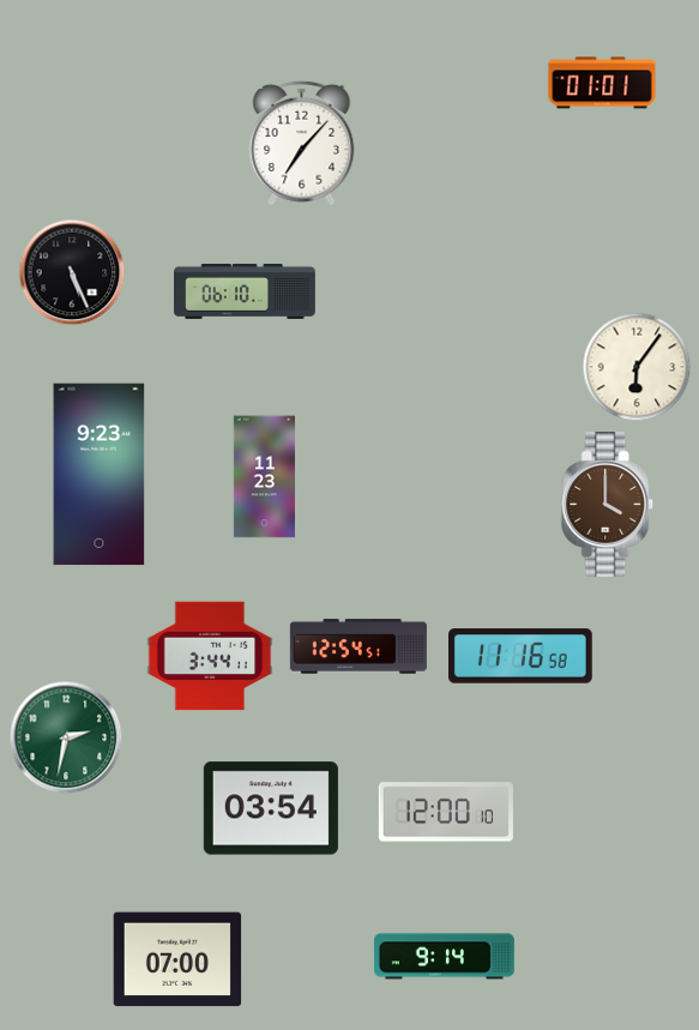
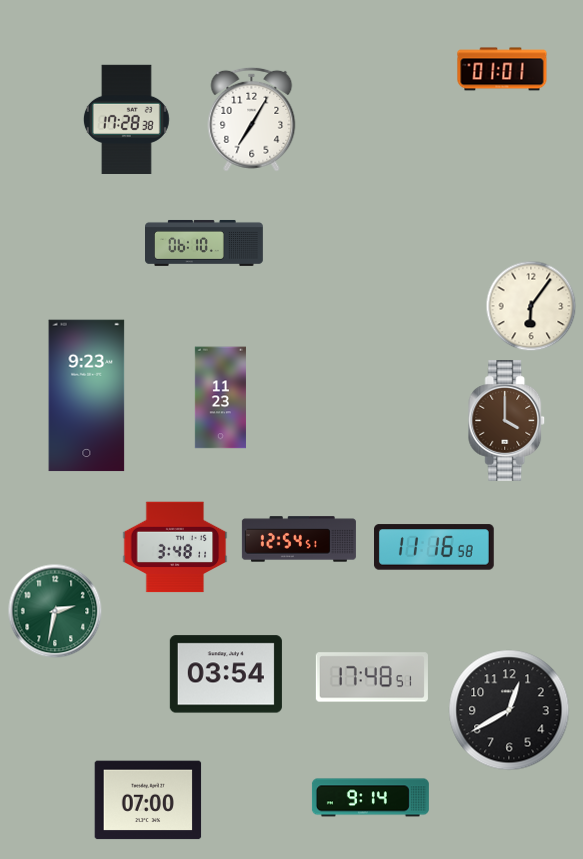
clock at (126, 119): none -> 17:28
clock at (302, 143): 7:07 -> 7:05
clock at (72, 272): 5:26 -> none
clock at (100, 475) position: (100, 475) -> (87, 396)
clock at (210, 656): 3:44 -> 3:48
clock at (66, 737) position: (66, 737) -> (55, 611)
clock at (446, 812): 12:00 -> 17:48
clock at (509, 710): none -> 12:40
